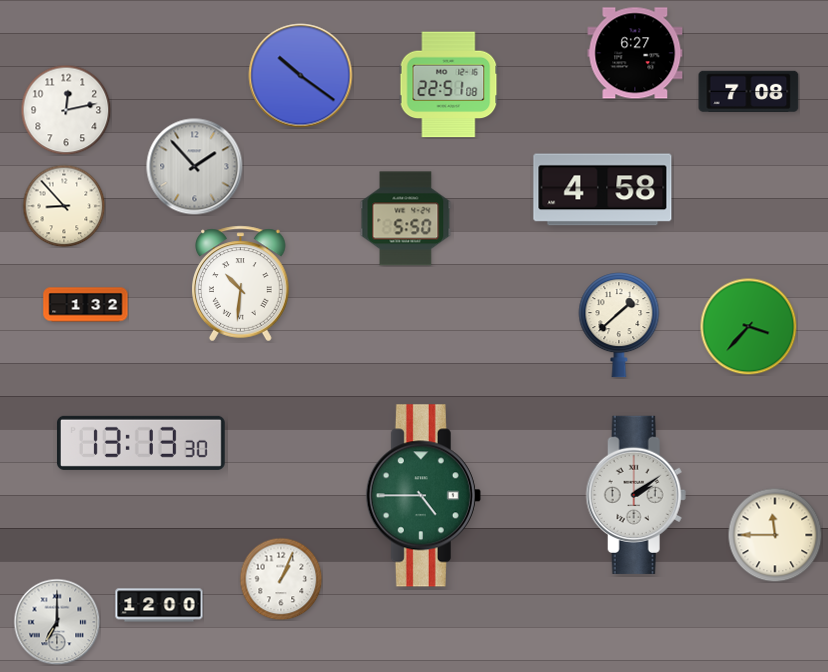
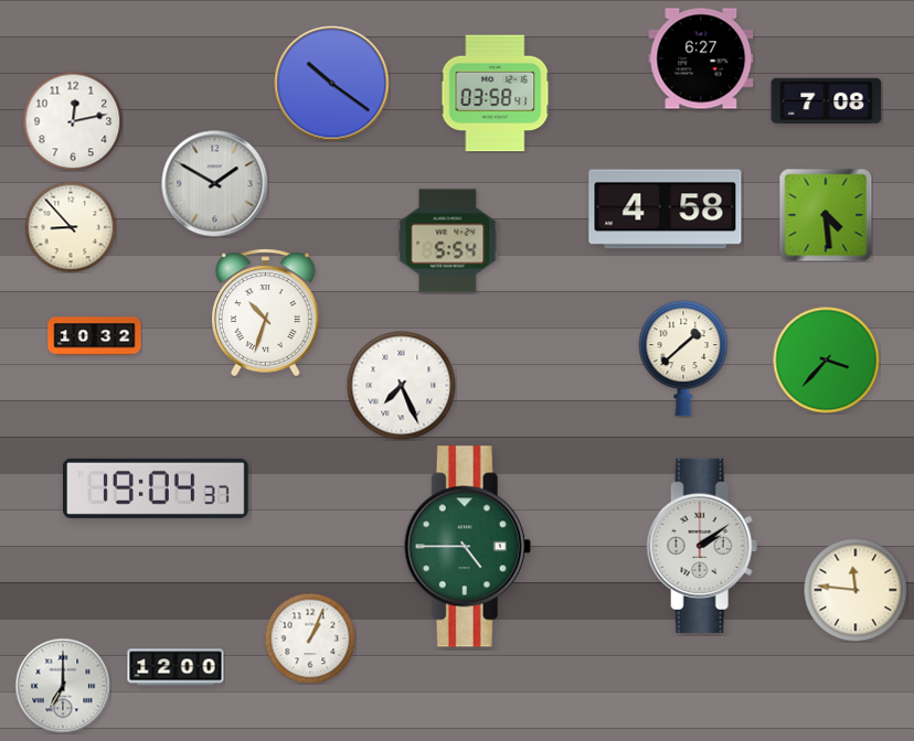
clock at (449, 85): 22:51 -> 03:58
clock at (195, 167): 1:53 -> 1:50
clock at (826, 215): none -> 4:29
clock at (406, 219): 5:50 -> 5:54
clock at (241, 284): 10:31 -> 10:33
clock at (86, 305): 1:32 -> 10:32
clock at (402, 386): none -> 7:26
clock at (141, 443): 13:13 -> 19:04
clock at (775, 535): 11:45 -> 11:46
